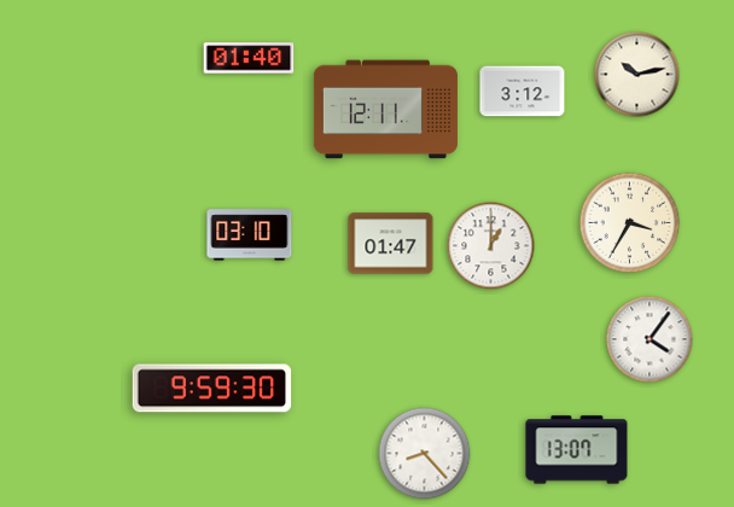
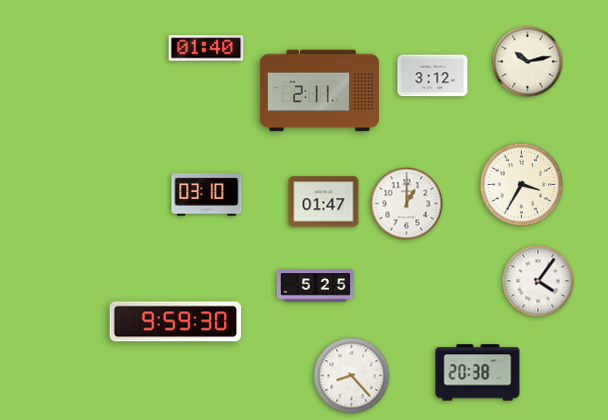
clock at (385, 110): 12:11 -> 2:11
clock at (315, 286): none -> 5:25
clock at (577, 450): 13:07 -> 20:38
